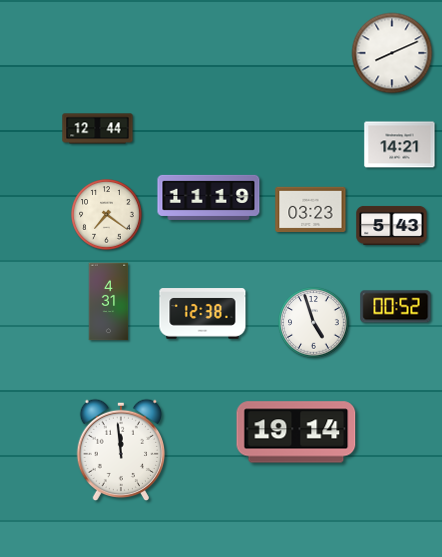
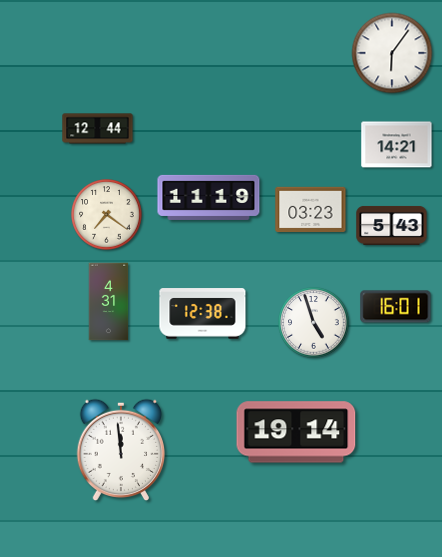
clock at (392, 53): 8:11 -> 6:06
clock at (400, 145) position: (400, 145) -> (397, 145)
clock at (396, 307): 00:52 -> 16:01
